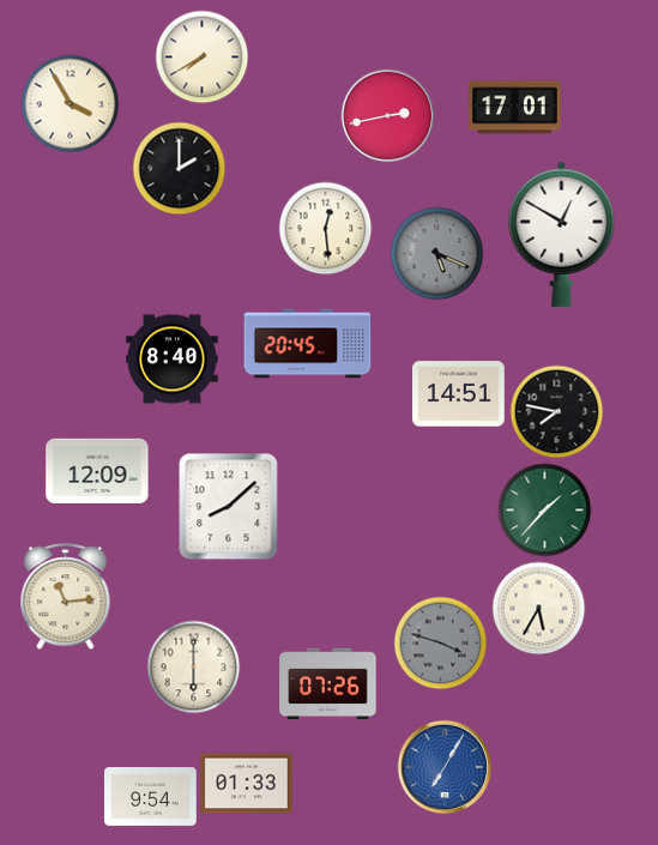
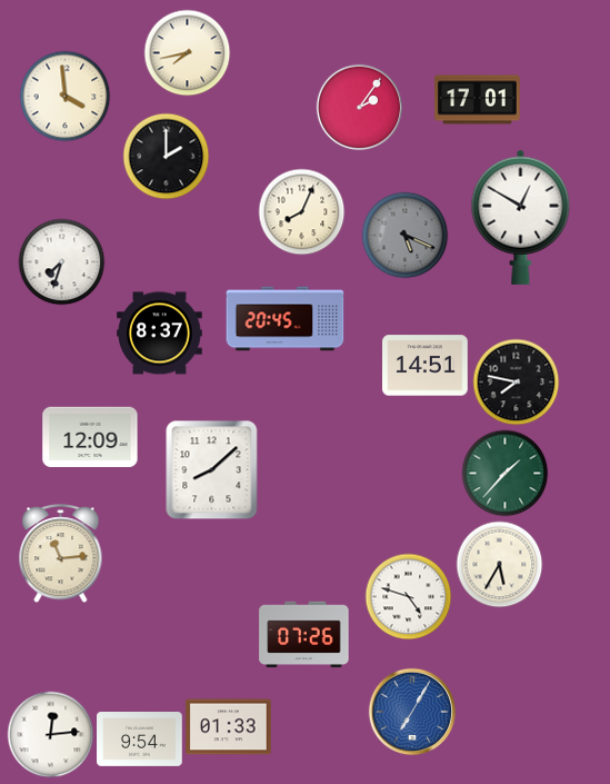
clock at (201, 56): 7:40 -> 7:43
clock at (70, 103): 3:55 -> 3:59
clock at (387, 115): 2:43 -> 2:06
clock at (325, 228): 12:29 -> 8:04
clock at (61, 261): none -> 7:33
clock at (173, 360): 8:40 -> 8:37
clock at (440, 642): 3:48 -> 4:48
clock at (440, 642) dial: grey -> white
clock at (193, 666): 6:00 -> none
clock at (50, 734): none -> 12:14
